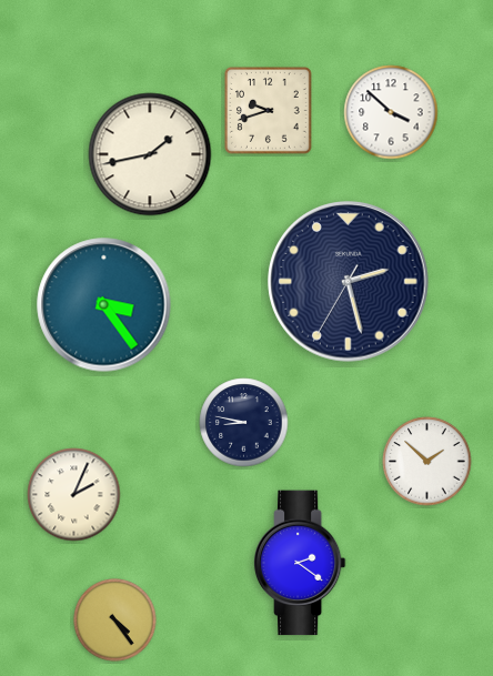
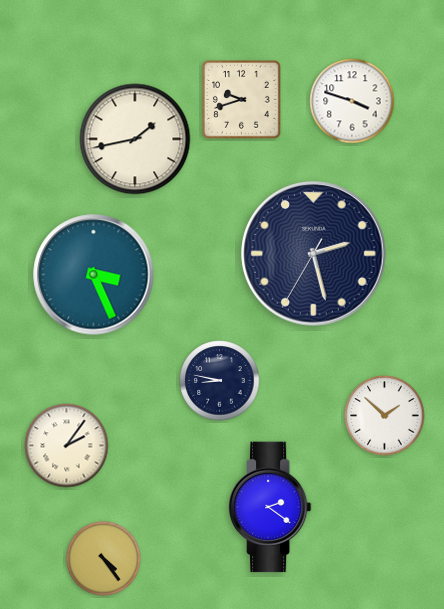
clock at (391, 112): 3:52 -> 3:48
clock at (104, 305): 3:24 -> 3:26
clock at (74, 495): 2:04 -> 2:06
